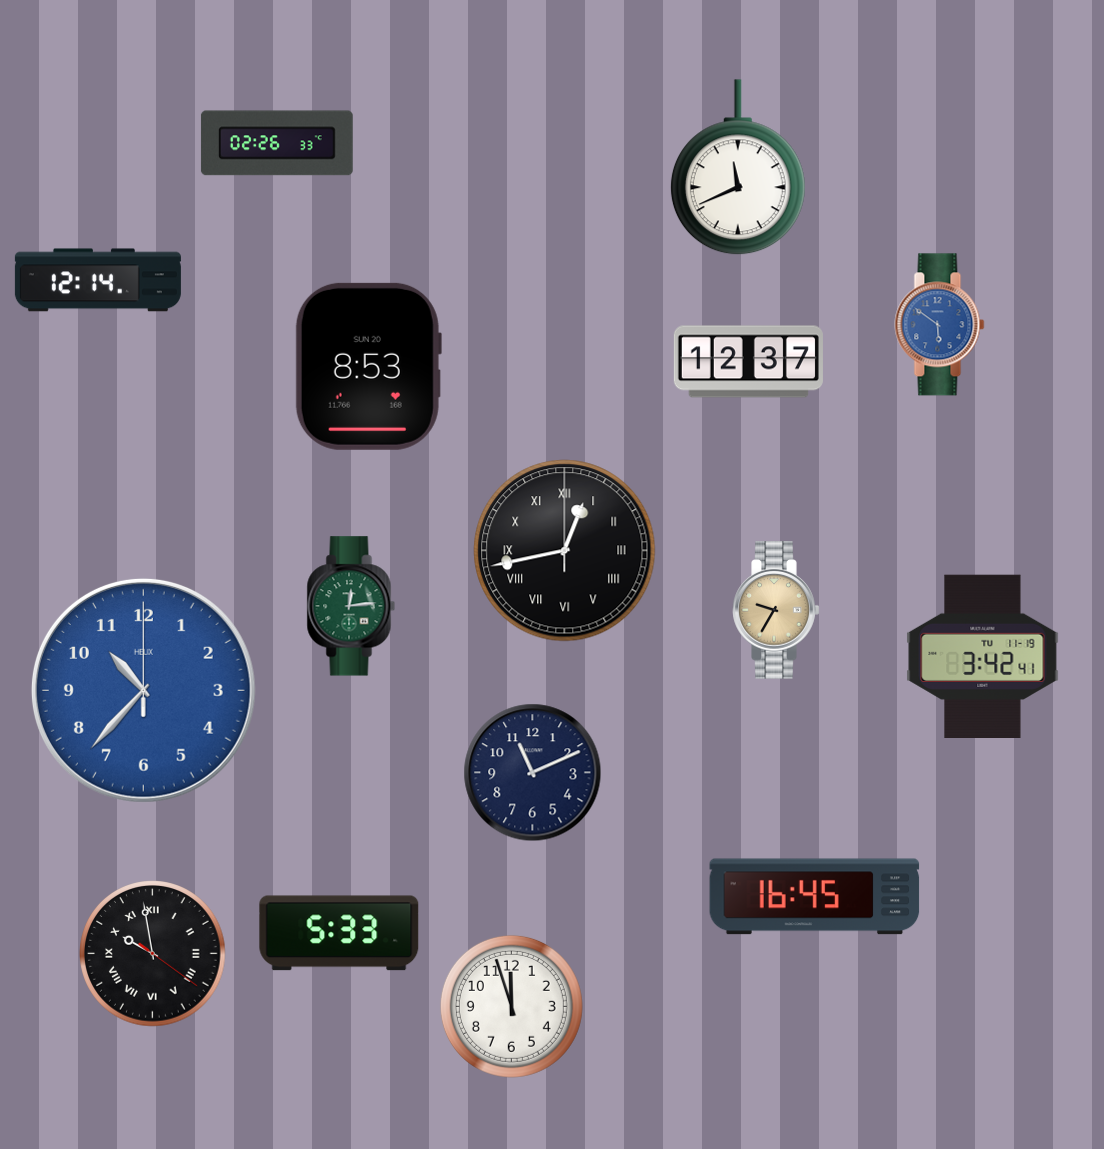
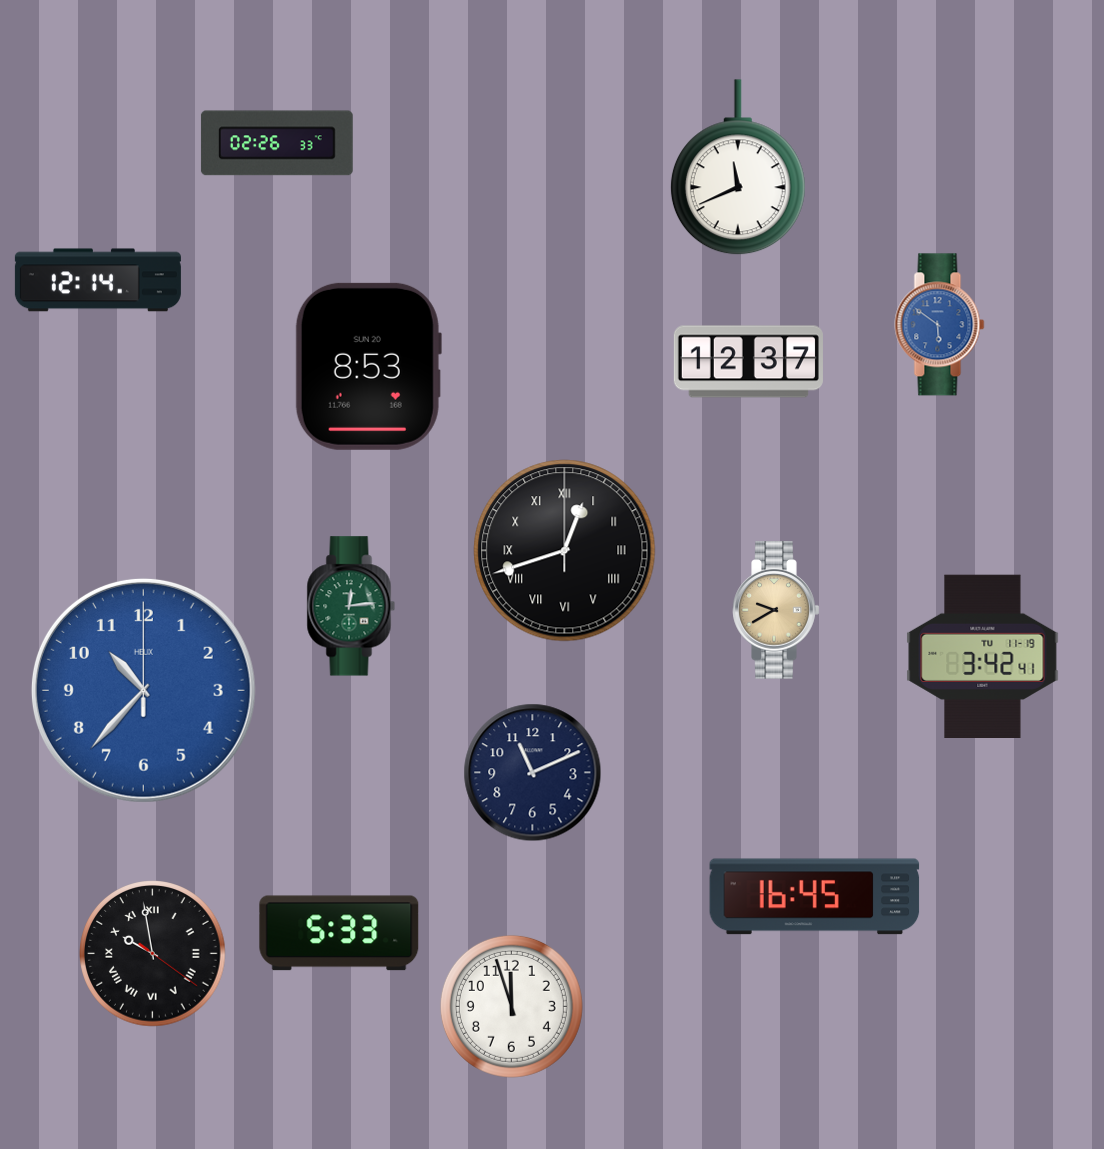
clock at (565, 551): 12:43 -> 12:42
clock at (776, 610): 9:35 -> 9:40
